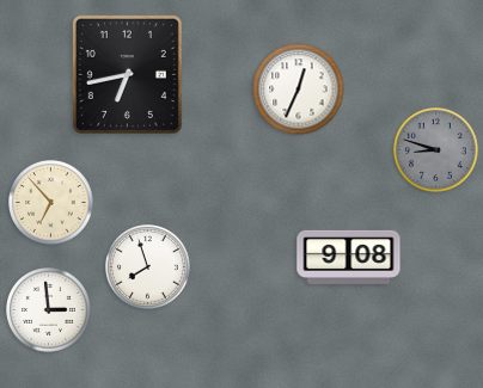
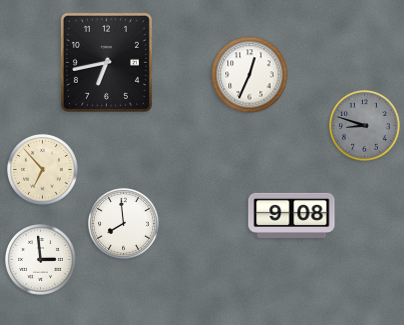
clock at (148, 267): 7:57 -> 7:59
